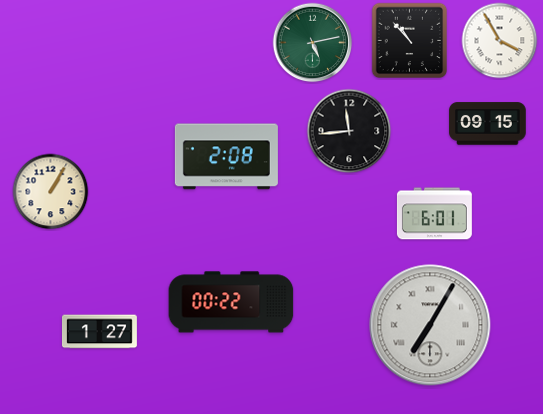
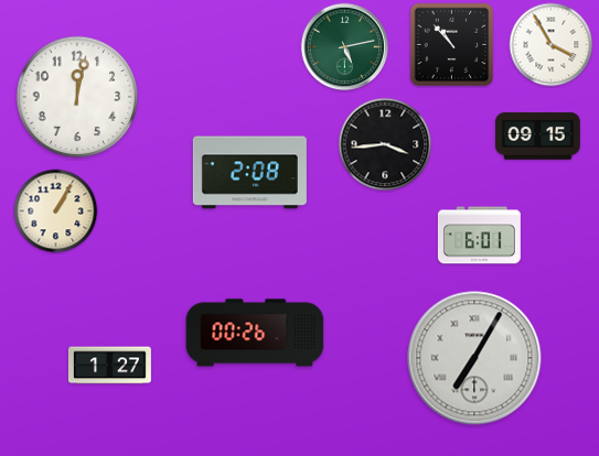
clock at (77, 97): none -> 12:02
clock at (349, 131): 11:44 -> 3:44
clock at (231, 302): 00:22 -> 00:26
